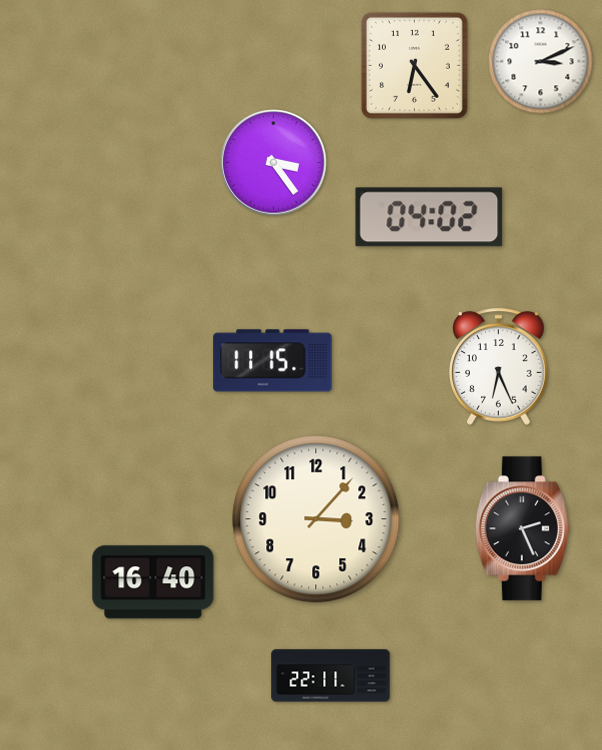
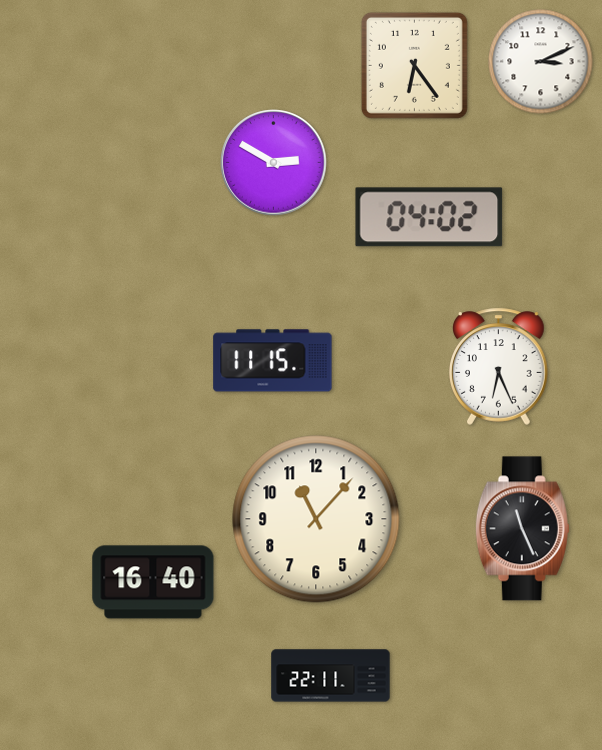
clock at (274, 163): 3:24 -> 2:50
clock at (316, 519): 3:07 -> 11:07
clock at (522, 529): 2:26 -> 11:26
